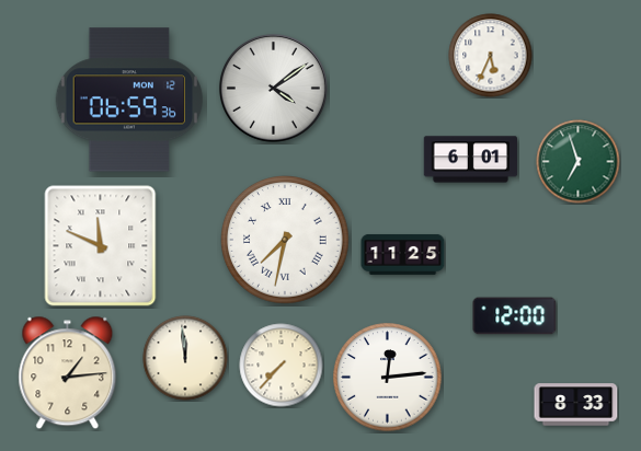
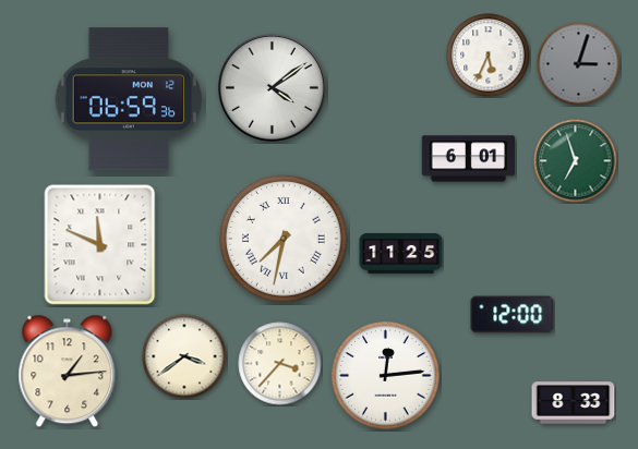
clock at (579, 64): none -> 3:03
clock at (185, 358): 11:59 -> 3:39
clock at (282, 366): 7:37 -> 3:37
